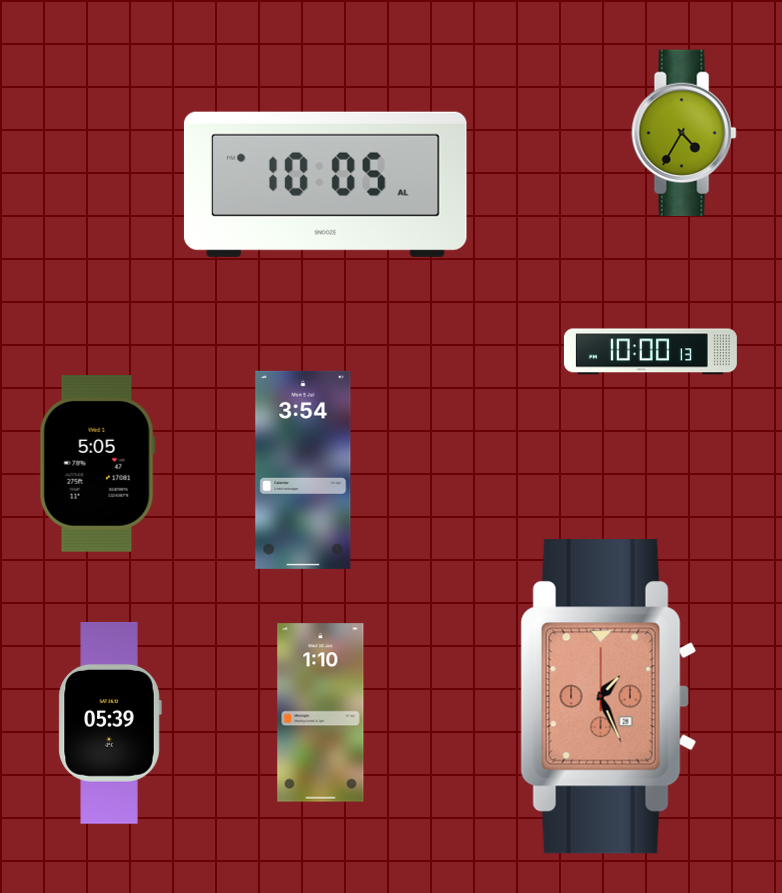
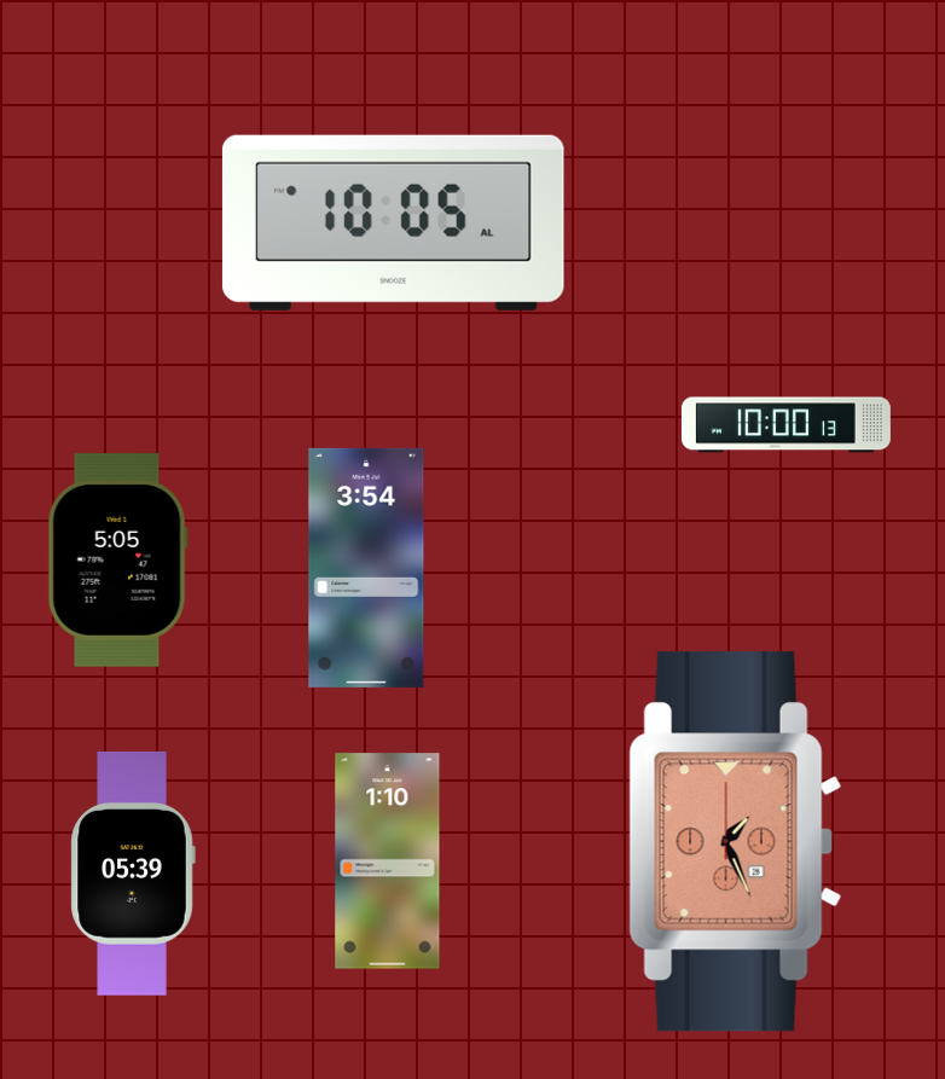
clock at (684, 133): 4:35 -> none
